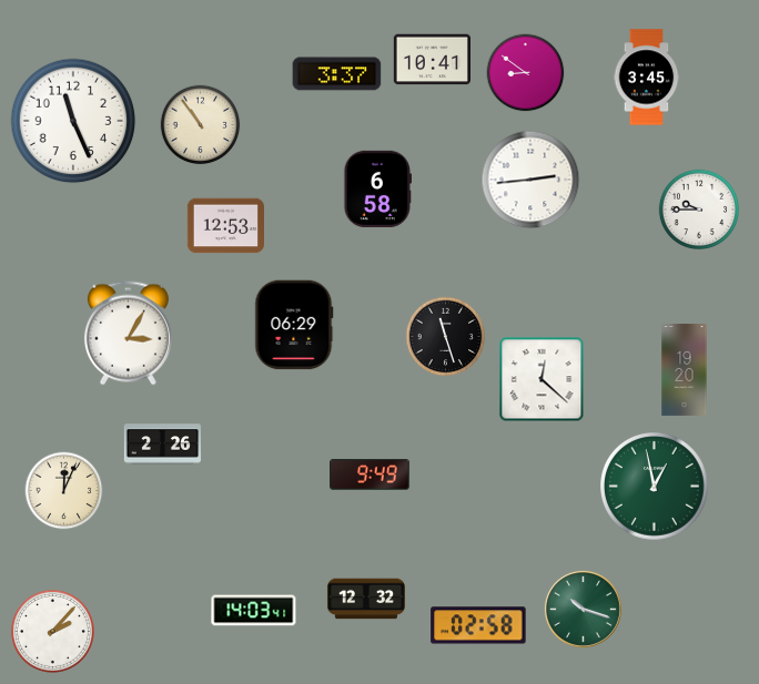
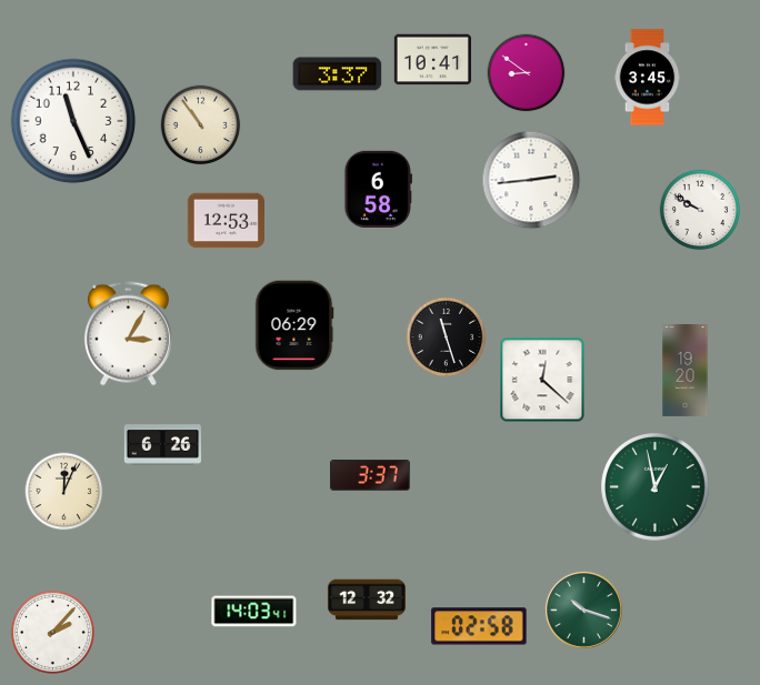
clock at (699, 210): 9:45 -> 9:50
clock at (225, 226) position: (225, 226) -> (226, 221)
clock at (162, 445): 2:26 -> 6:26
clock at (370, 474): 9:49 -> 3:37
